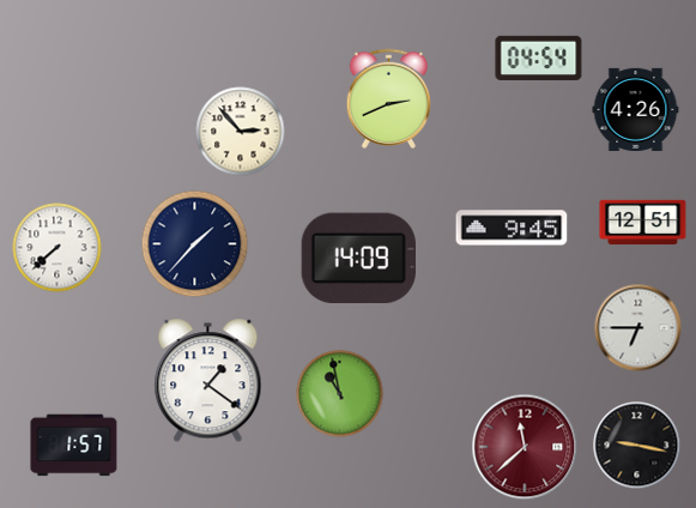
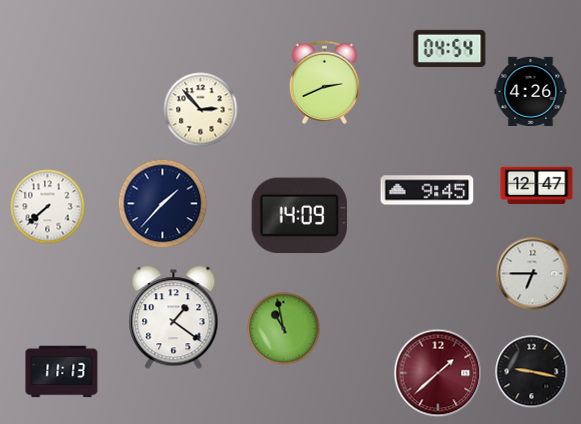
clock at (643, 223): 12:51 -> 12:47
clock at (74, 446): 1:57 -> 11:13
clock at (525, 447): 11:38 -> 1:38
